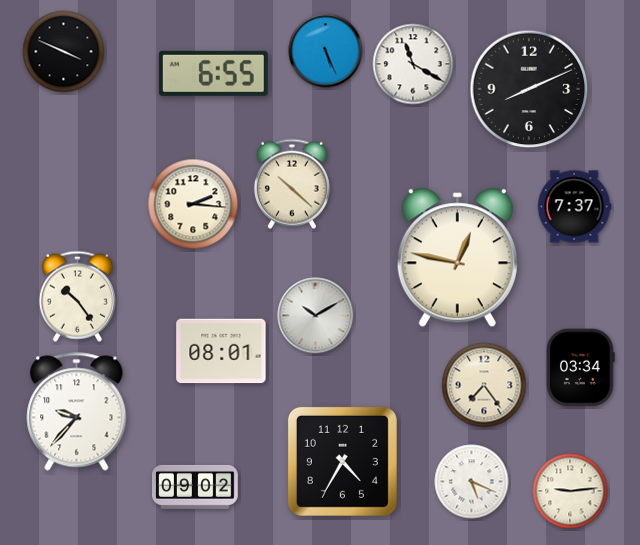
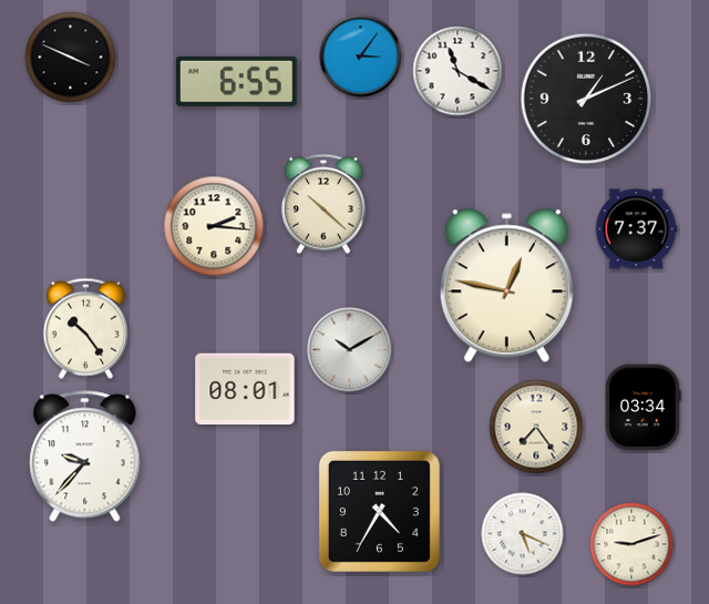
clock at (326, 51): 5:26 -> 3:06
clock at (529, 89): 8:11 -> 1:11
clock at (196, 487): 09:02 -> none
clock at (570, 491): 9:14 -> 9:12
